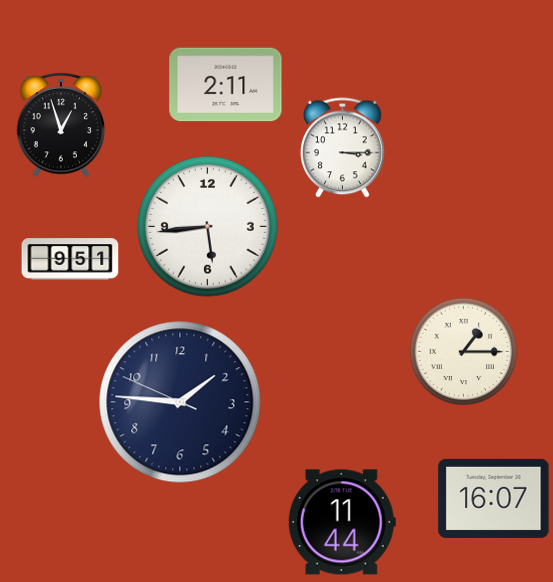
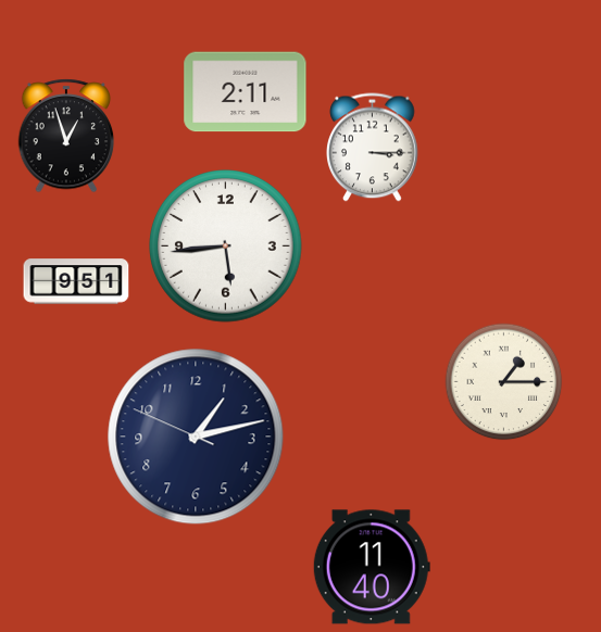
clock at (343, 148) position: (343, 148) -> (373, 148)
clock at (180, 402): 1:45 -> 1:12
clock at (494, 498): 16:07 -> none
clock at (342, 522): 11:44 -> 11:40
